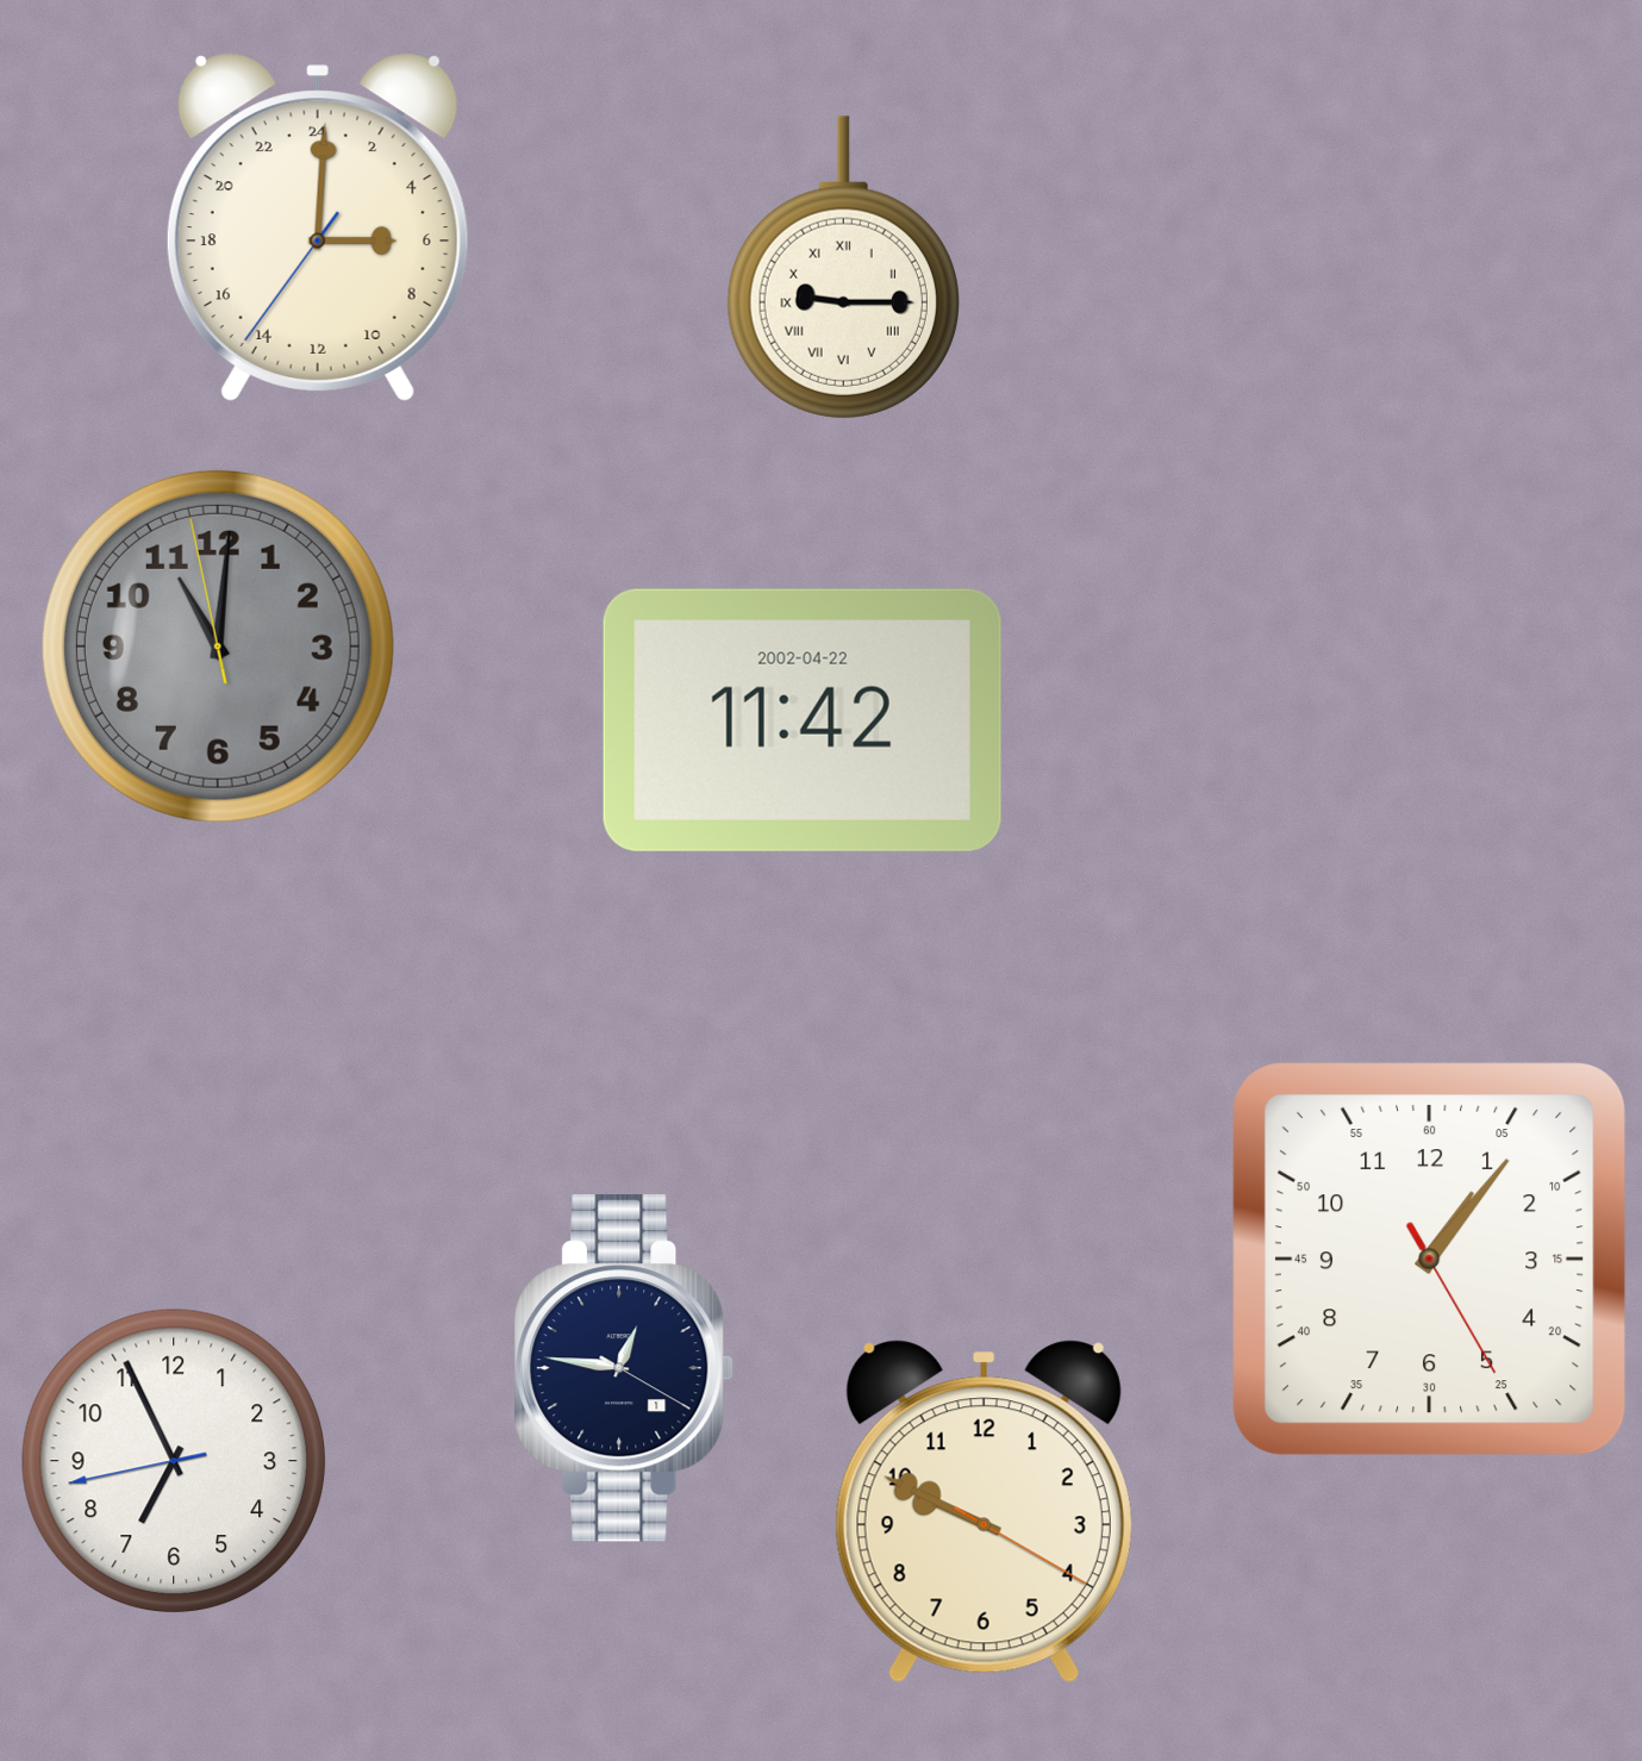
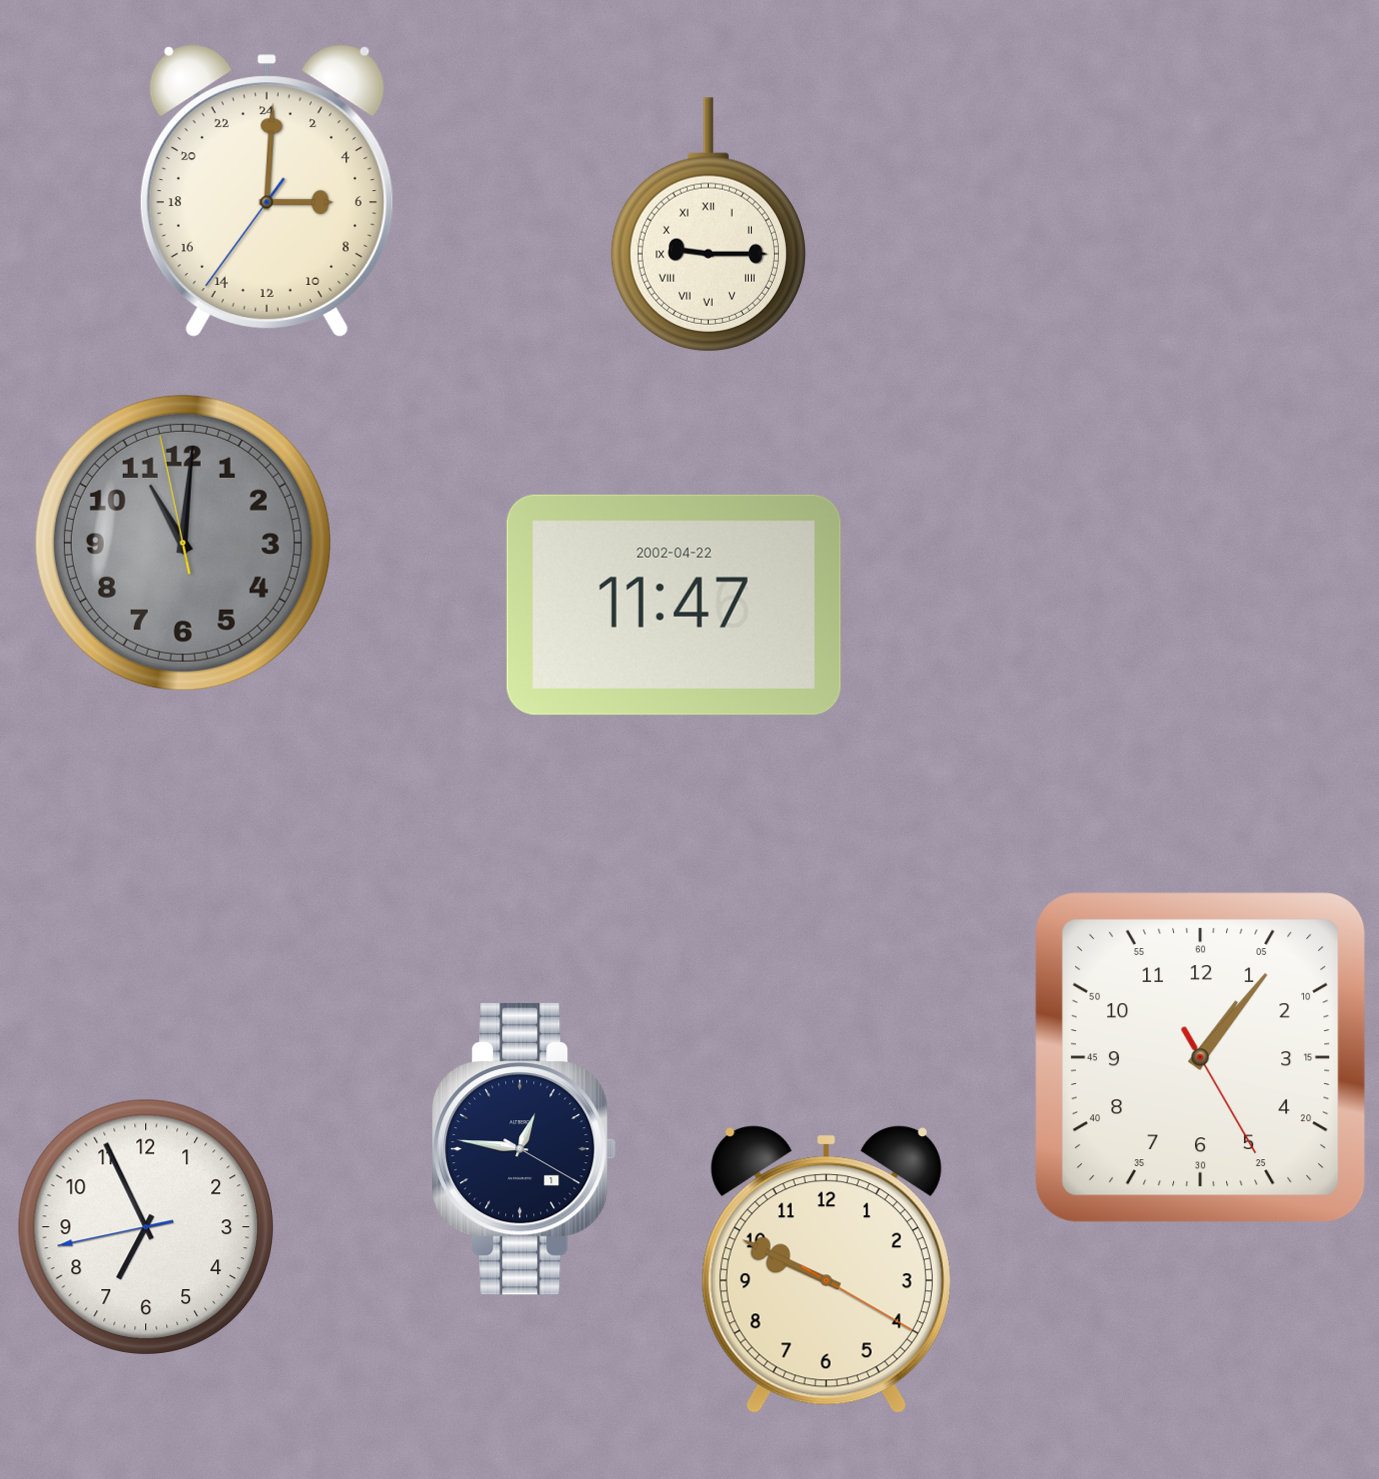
clock at (803, 720): 11:42 -> 11:47
